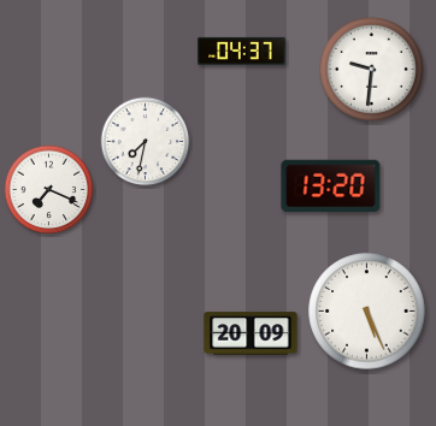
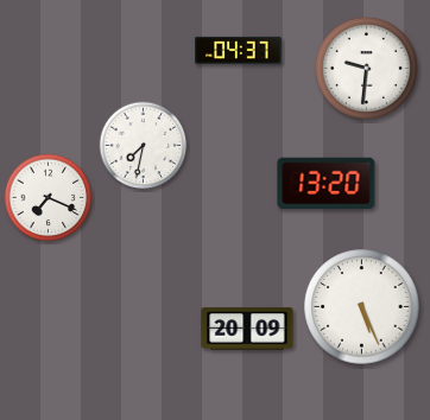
clock at (146, 142) position: (146, 142) -> (144, 146)
clock at (49, 190) position: (49, 190) -> (49, 198)
